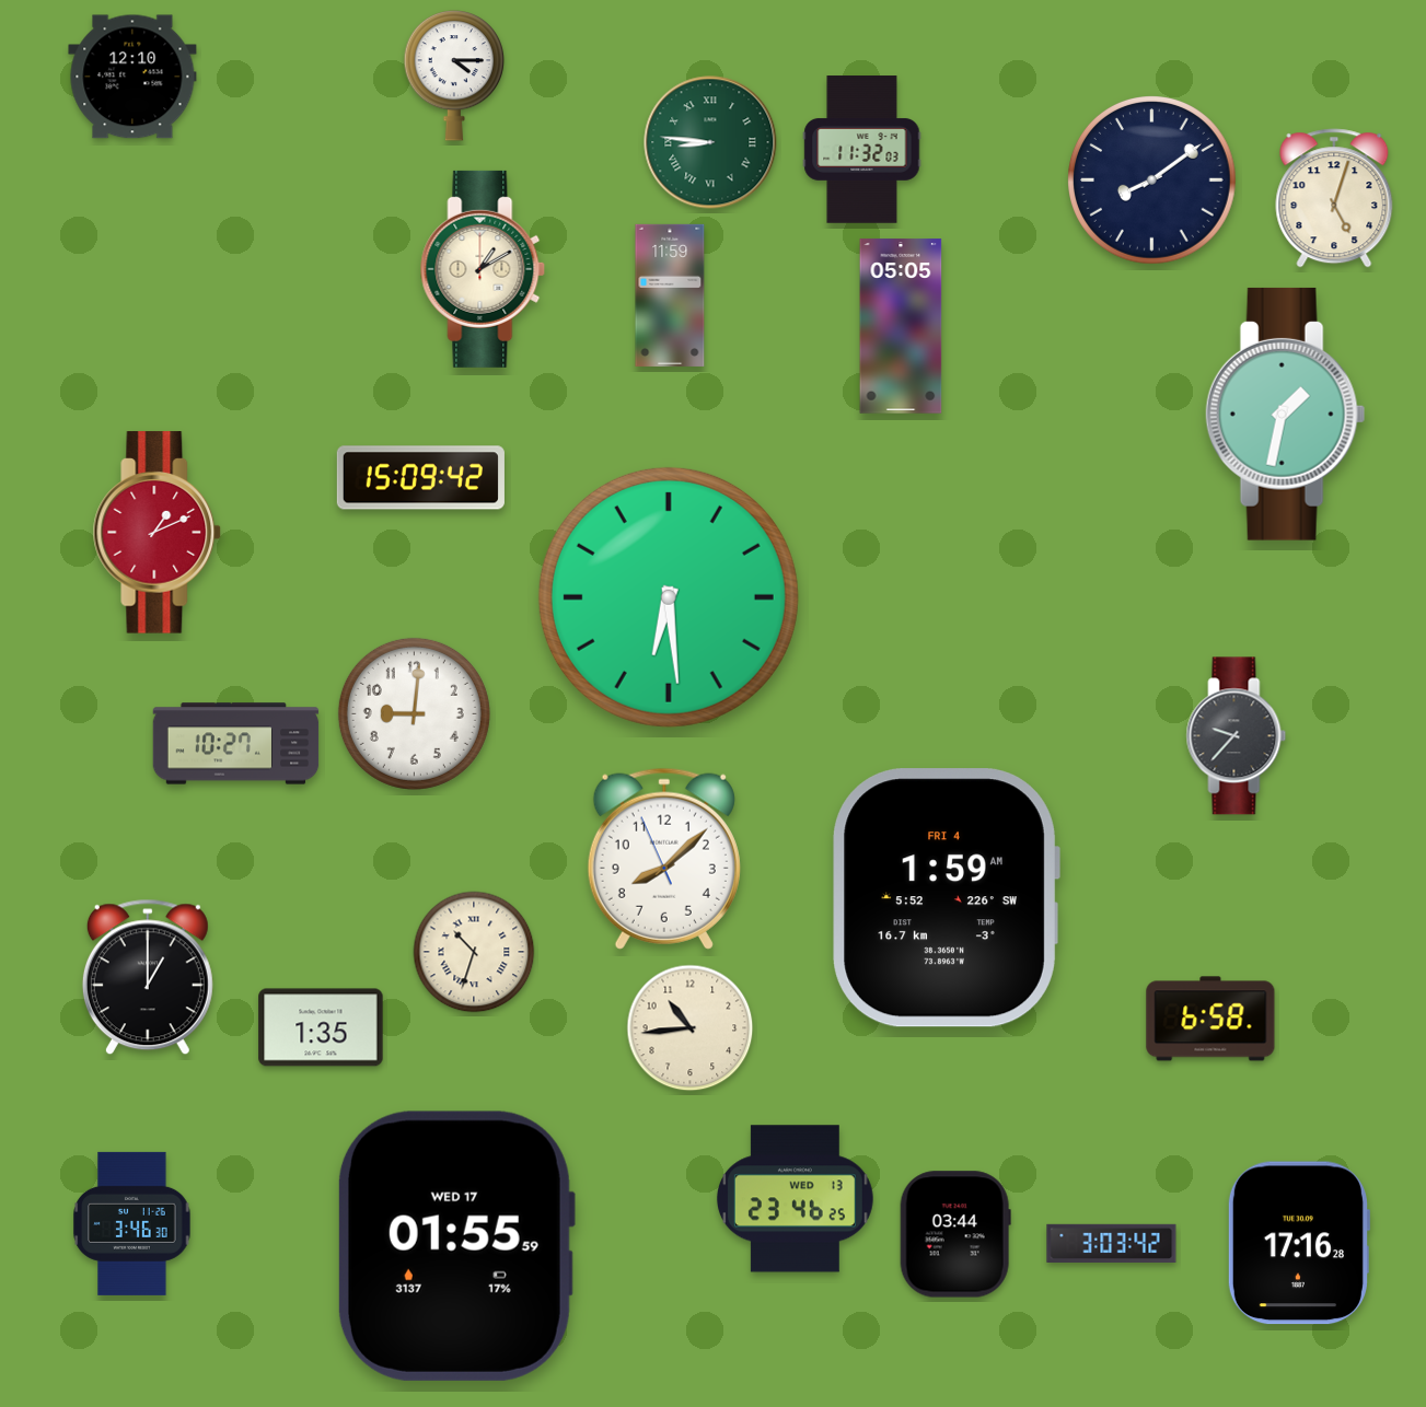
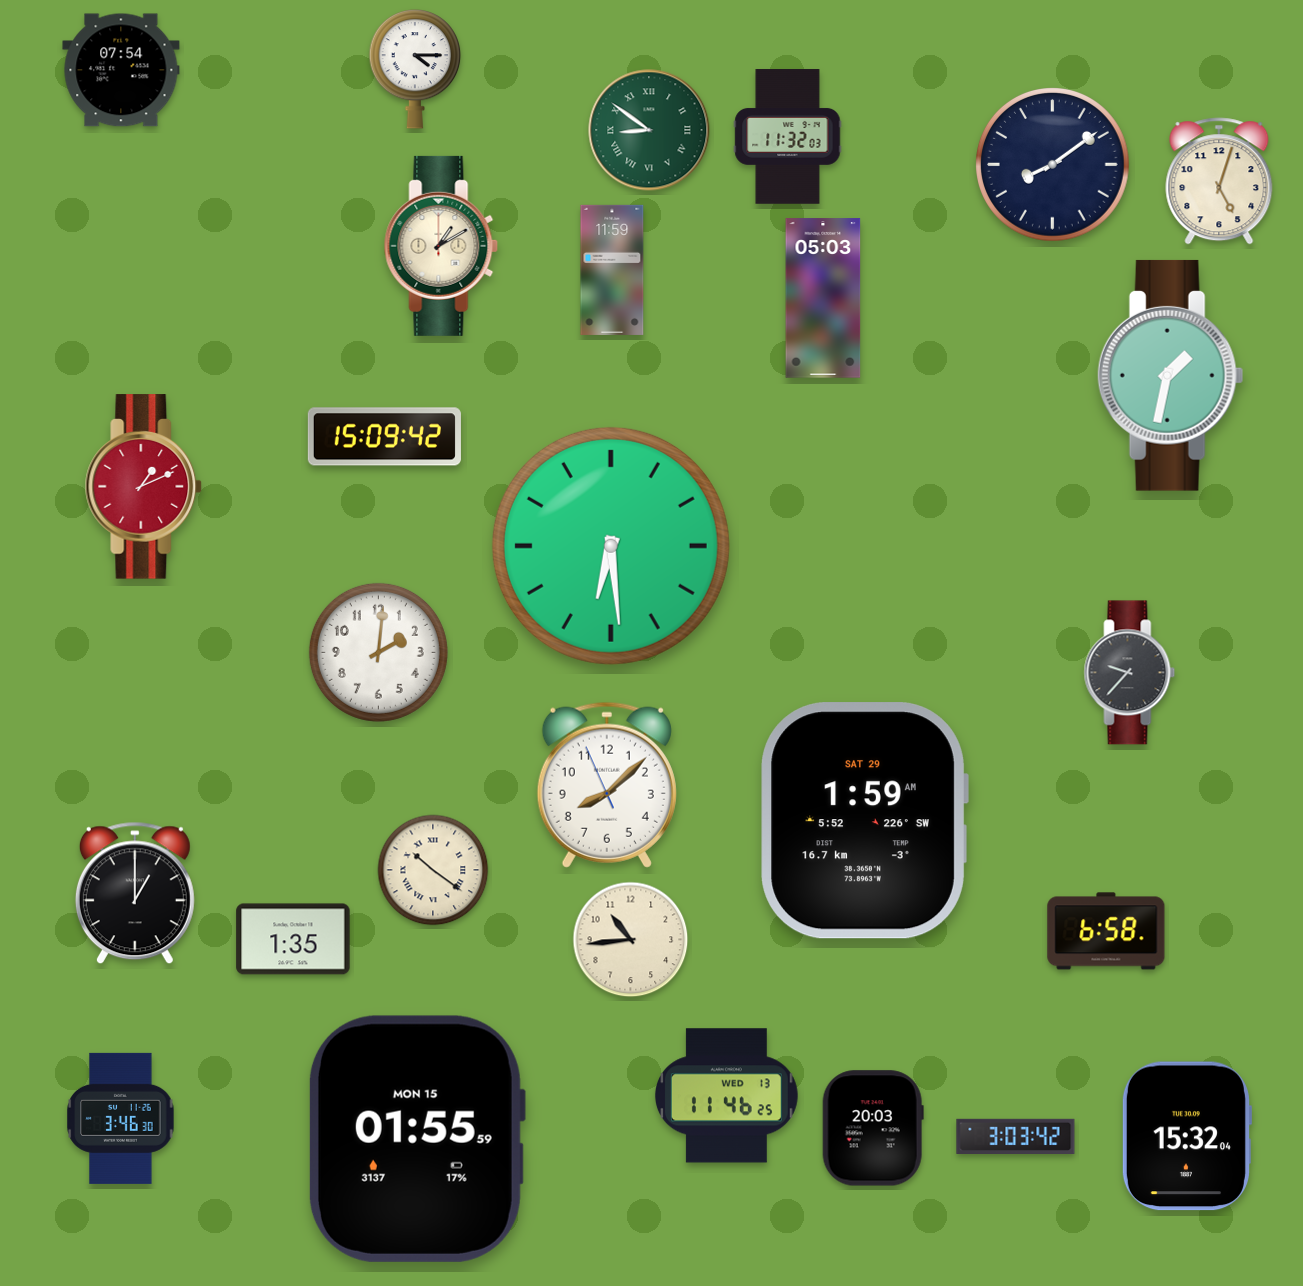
clock at (132, 77): 12:10 -> 07:54
clock at (710, 142): 8:46 -> 8:51
clock at (901, 326): 05:05 -> 05:03
clock at (1286, 414) position: (1286, 414) -> (1171, 375)
clock at (414, 713): 9:01 -> 2:01
clock at (236, 744): 10:27 -> none
clock at (946, 898) date: FRI 4 -> SAT 29
clock at (474, 952): 10:33 -> 10:21
clock at (795, 1199): 23:46 -> 11:46
clock at (955, 1234): 03:44 -> 20:03
clock at (1298, 1243): 17:16 -> 15:32
clock at (455, 1246) date: WED 17 -> MON 15
